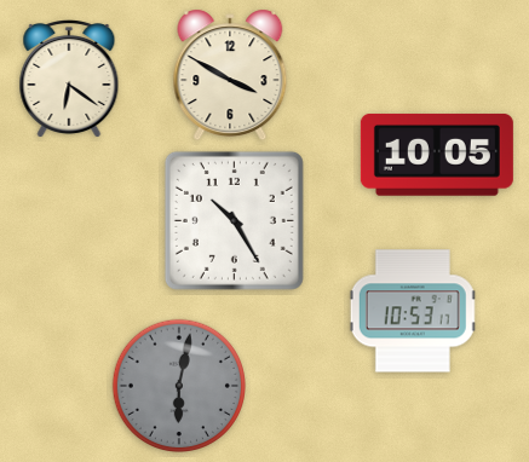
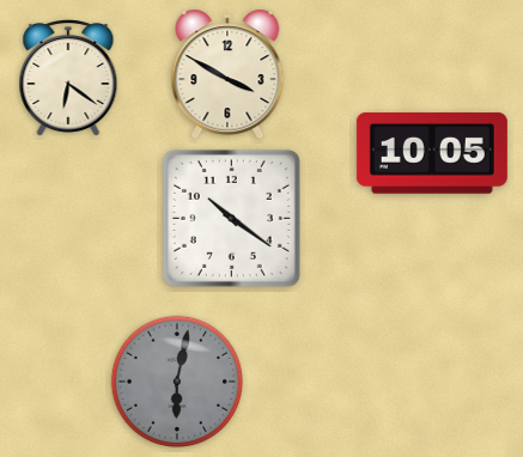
clock at (234, 220): 10:25 -> 10:21
clock at (413, 311): 10:53 -> none
